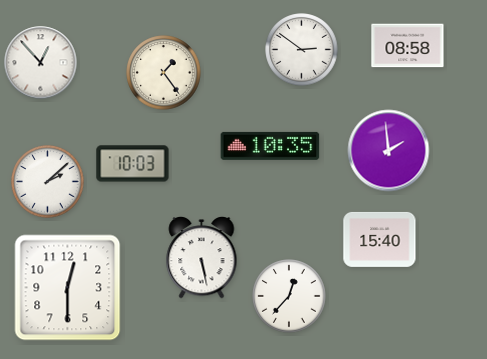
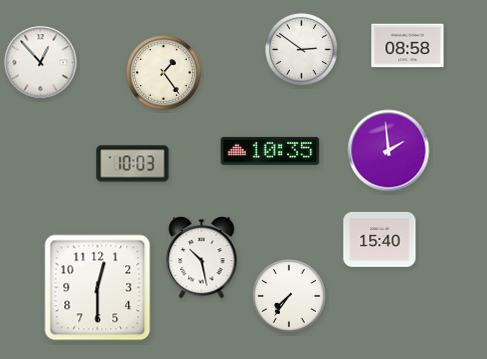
clock at (270, 146) position: (270, 146) -> (270, 151)
clock at (48, 182): 2:08 -> none
clock at (202, 258): 5:28 -> 10:28
clock at (68, 288) position: (68, 288) -> (98, 288)
clock at (289, 296): 12:37 -> 7:36
